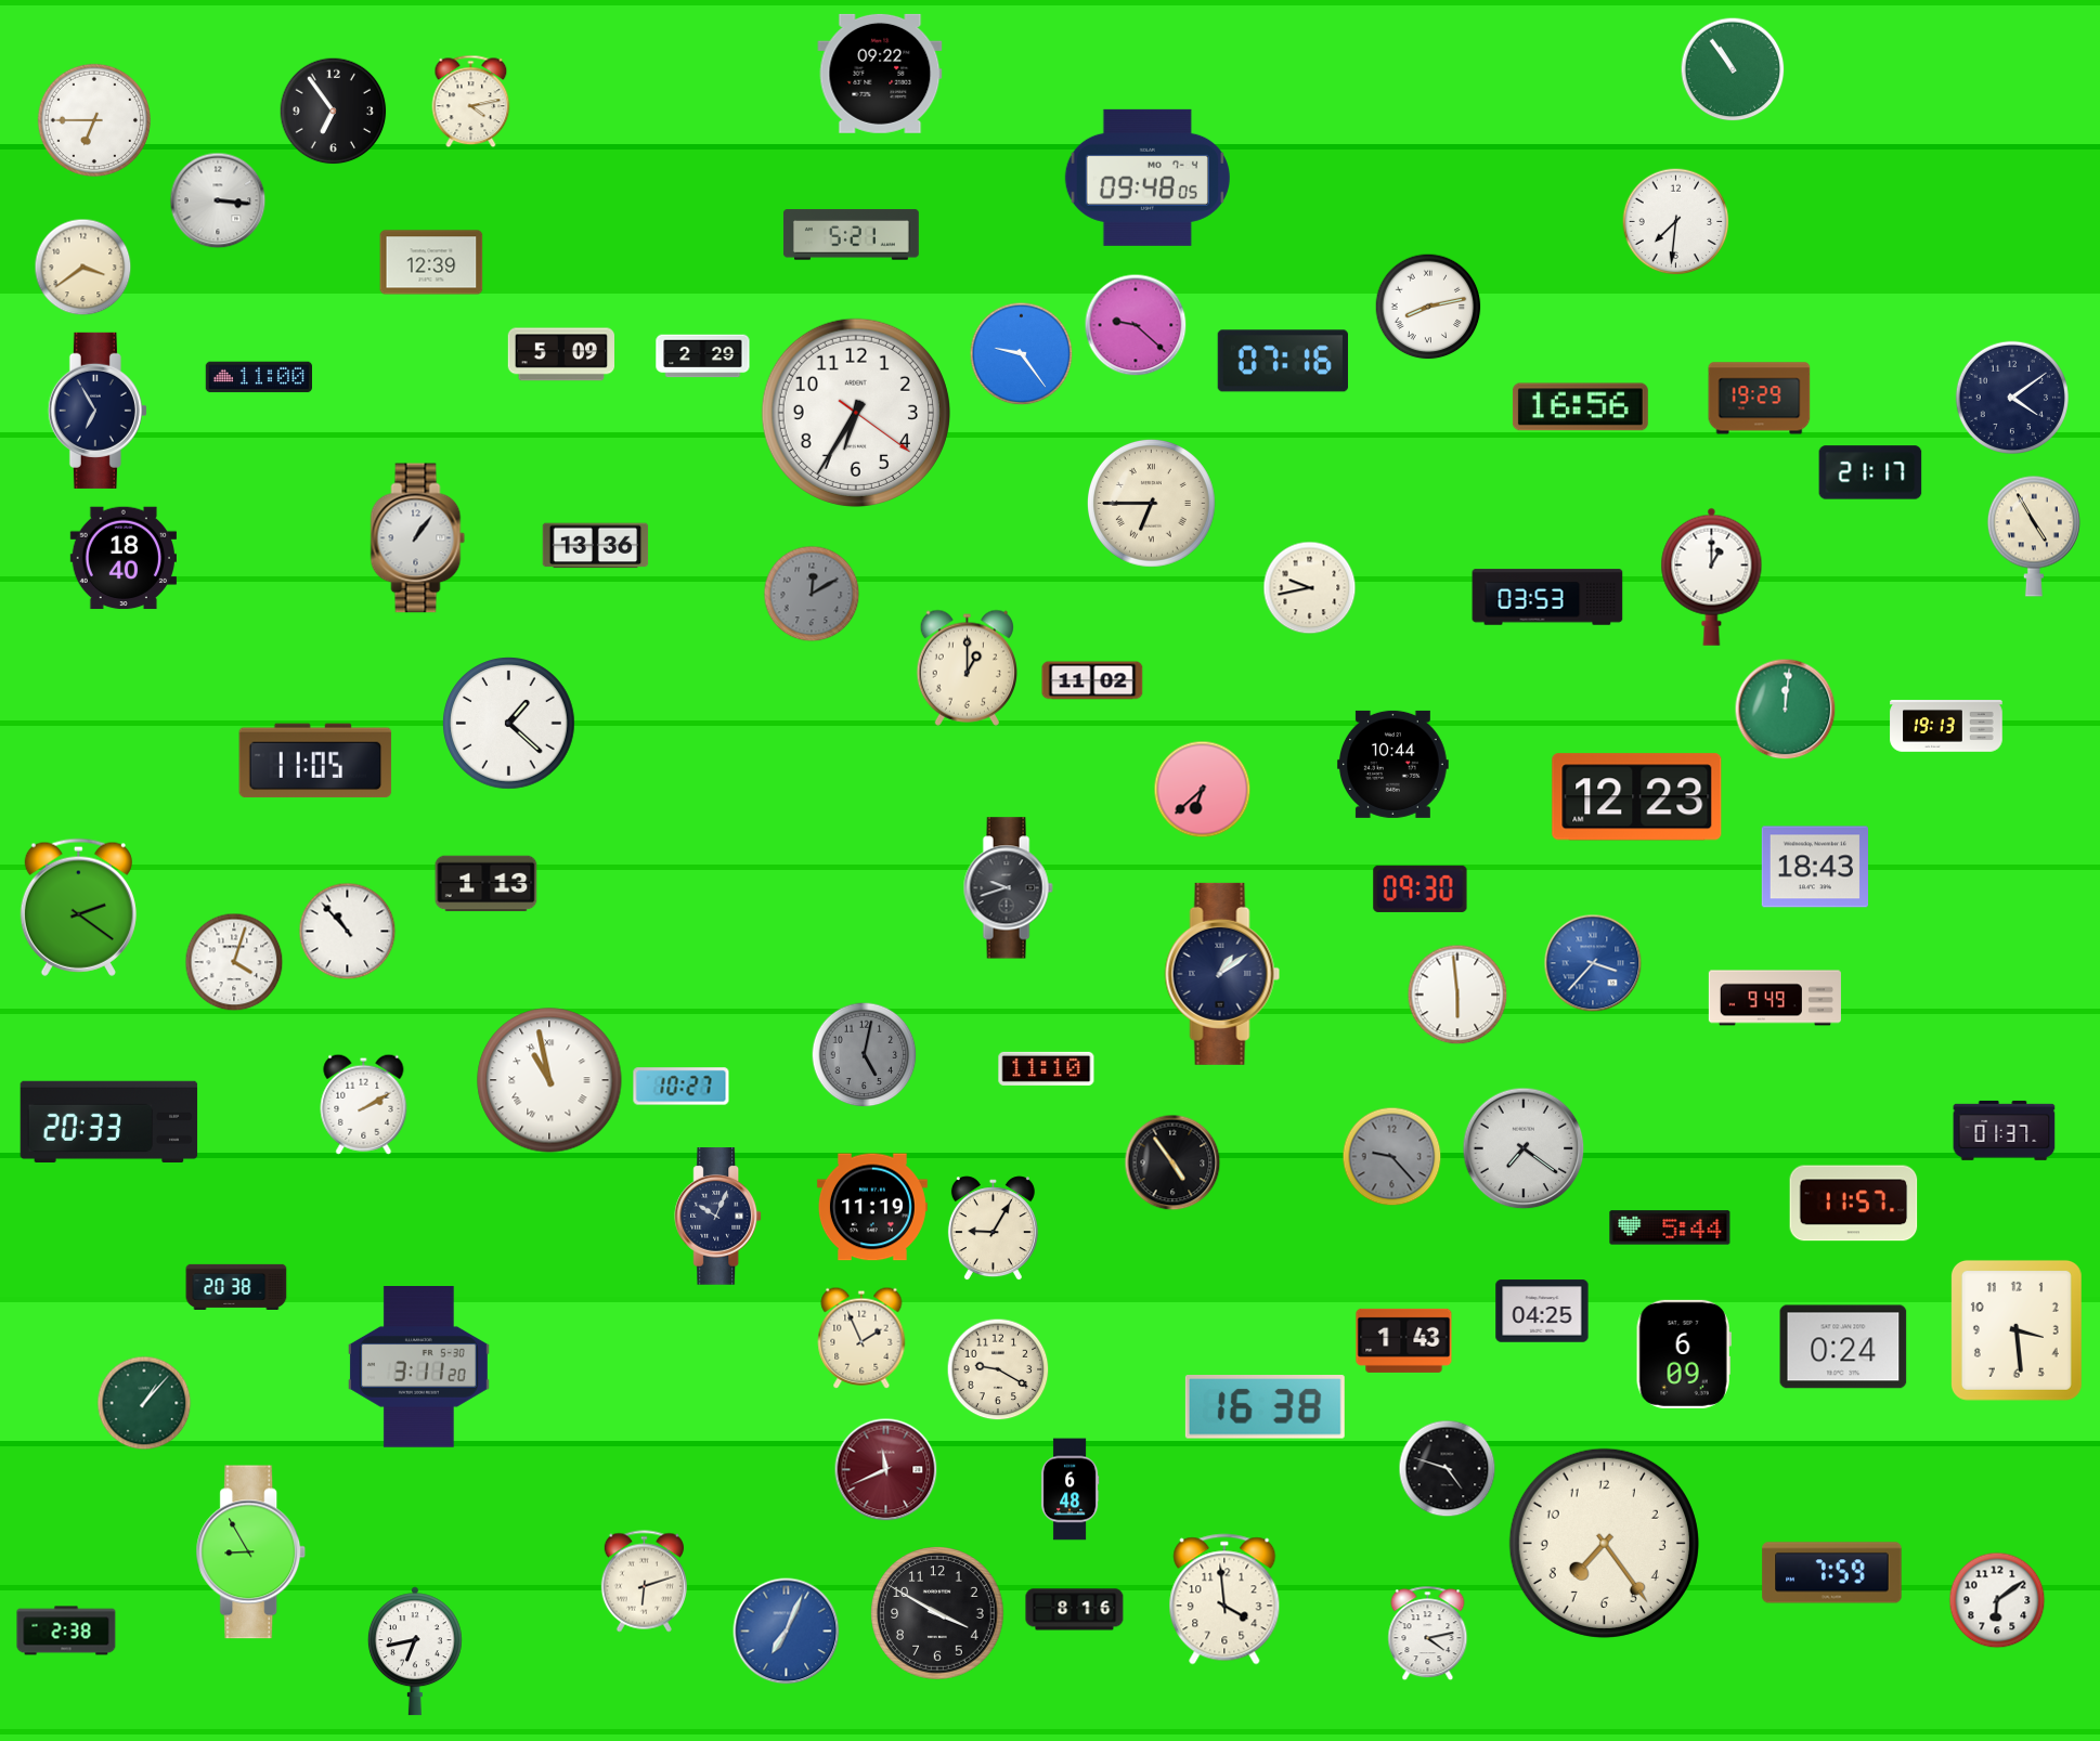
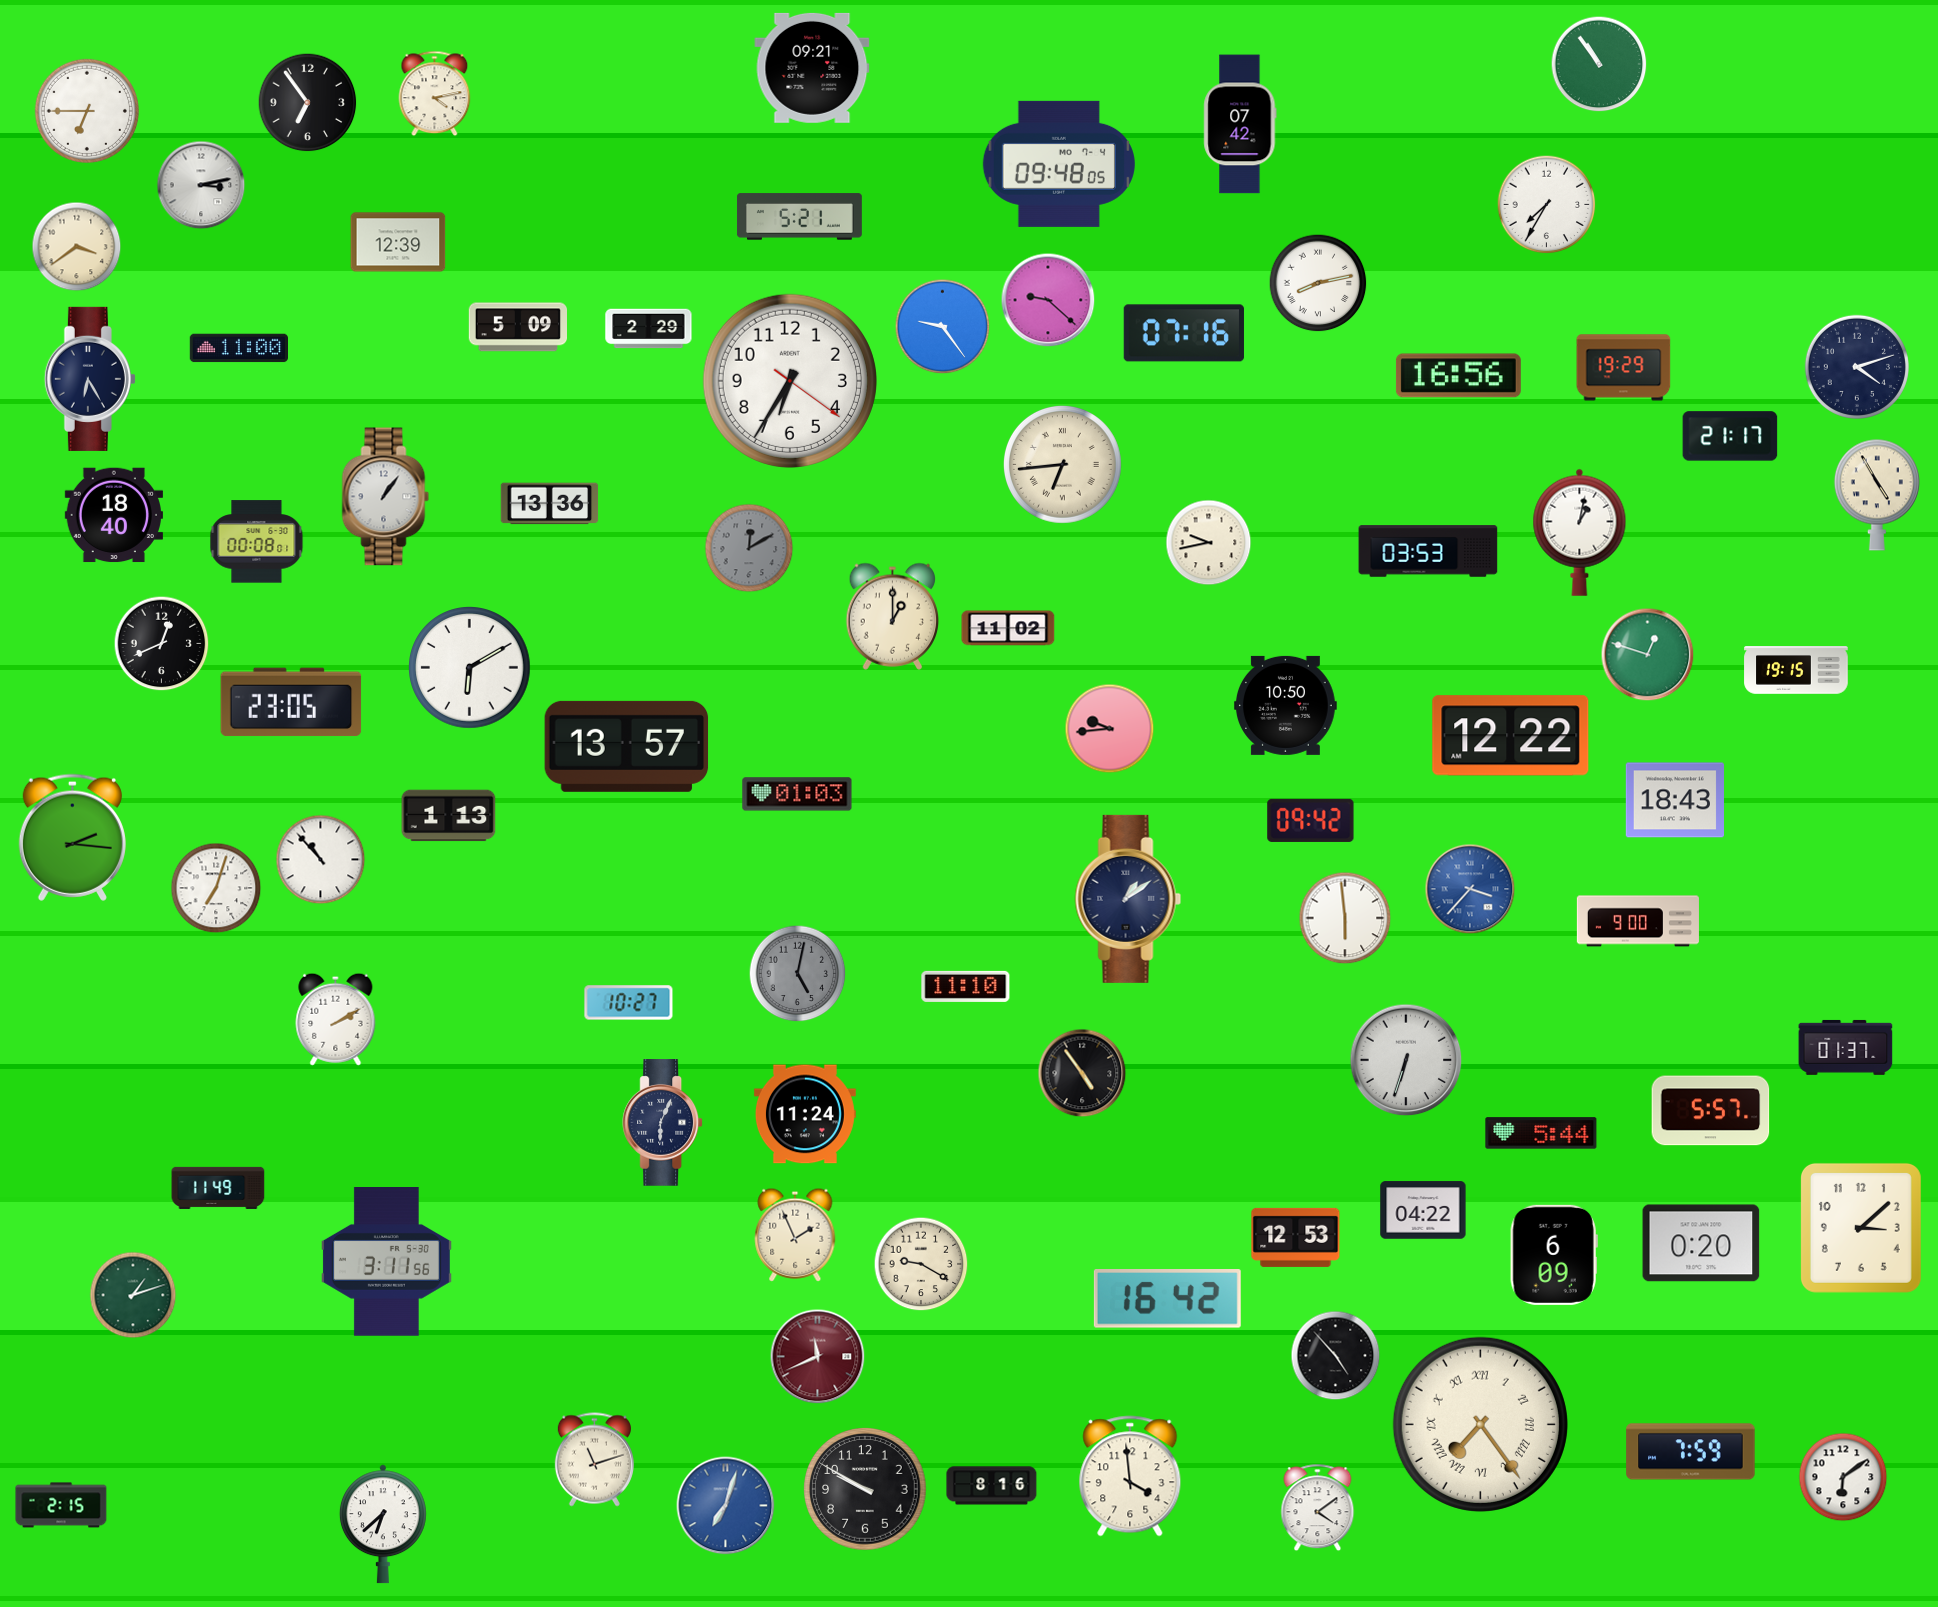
clock at (880, 74): 09:22 -> 09:21
clock at (1240, 124): none -> 07:42
clock at (218, 200): 3:16 -> 3:13
clock at (1676, 222): 7:31 -> 7:35
clock at (851, 235) position: (851, 235) -> (799, 217)
clock at (2012, 398): 4:09 -> 4:12
clock at (98, 411): 6:55 -> 6:25
clock at (1870, 472) position: (1870, 472) -> (1730, 436)
clock at (1151, 503): 6:45 -> 6:44
clock at (1712, 576): 1:00 -> 1:02
clock at (257, 542): none -> 00:08
clock at (162, 644): none -> 12:41
clock at (1786, 710): 12:01 -> 12:48
clock at (509, 724): 1:22 -> 6:10
clock at (1946, 726): 19:13 -> 19:15
clock at (315, 761): 11:05 -> 23:05
clock at (1392, 764): 10:44 -> 10:50
clock at (1203, 790): 6:38 -> 9:44
clock at (1637, 797): 12:23 -> 12:22
clock at (627, 746): none -> 13:57
clock at (797, 794): none -> 01:03
clock at (1008, 888): 9:42 -> none
clock at (1421, 888): 09:30 -> 09:42
clock at (78, 907): 2:21 -> 2:16
clock at (234, 962): 4:03 -> 7:03
clock at (1775, 998): 9:49 -> 9:00
clock at (549, 1080): 10:58 -> none
clock at (109, 1121): 20:33 -> none
clock at (2005, 1130) position: (2005, 1130) -> (1846, 1047)
clock at (1524, 1148): 7:21 -> 6:33
clock at (1392, 1157): 9:23 -> none
clock at (1854, 1204): 11:57 -> 5:57
clock at (872, 1207): 11:19 -> 11:24
clock at (718, 1217): 10:04 -> 6:04
clock at (993, 1229): 9:05 -> none
clock at (236, 1287): 20:38 -> 11:49
clock at (1542, 1311): 04:25 -> 04:22
clock at (2017, 1330): 3:29 -> 3:08
clock at (1404, 1340): 1:43 -> 12:53
clock at (1843, 1347): 0:24 -> 0:20
clock at (1684, 1354) position: (1684, 1354) -> (1554, 1255)
clock at (418, 1367): 3:11:20 -> 3:11:56
clock at (144, 1403): 1:07 -> 1:12
clock at (1265, 1407): 16:38 -> 16:42
clock at (1448, 1469): 4:48 -> 4:53
clock at (1070, 1490): 6:48 -> none
clock at (1604, 1543) numerals: Arabic -> Roman
clock at (251, 1552): 8:55 -> none
clock at (644, 1582): 6:12 -> 11:12
clock at (937, 1613): 3:50 -> 9:50
clock at (66, 1630): 2:38 -> 2:15
clock at (787, 1632): 7:04 -> 7:03
clock at (1428, 1634): 4:13 -> 4:09
clock at (415, 1651): 6:43 -> 6:38
